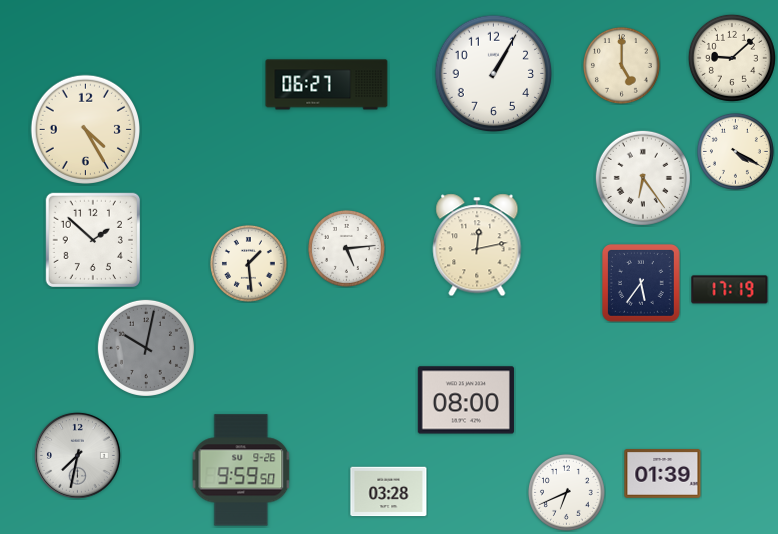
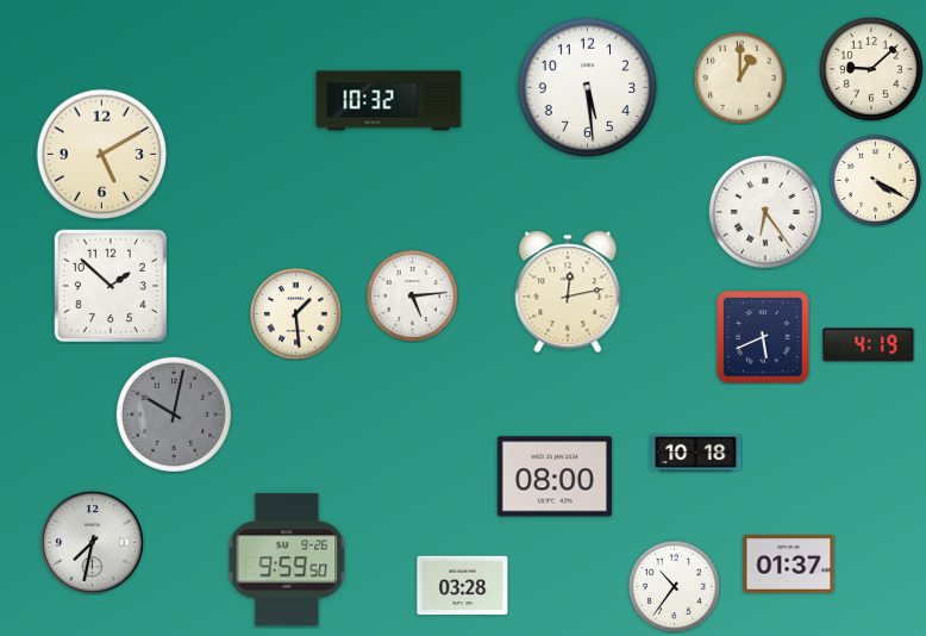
clock at (621, 65): 5:00 -> 1:00
clock at (494, 74): 1:05 -> 5:29
clock at (327, 85): 06:27 -> 10:32
clock at (86, 130): 4:25 -> 5:10
clock at (642, 284): 5:36 -> 5:41
clock at (730, 290): 17:19 -> 4:19
clock at (696, 454): none -> 10:18
clock at (663, 474): 01:39 -> 01:37
clock at (566, 492): 6:41 -> 10:36
